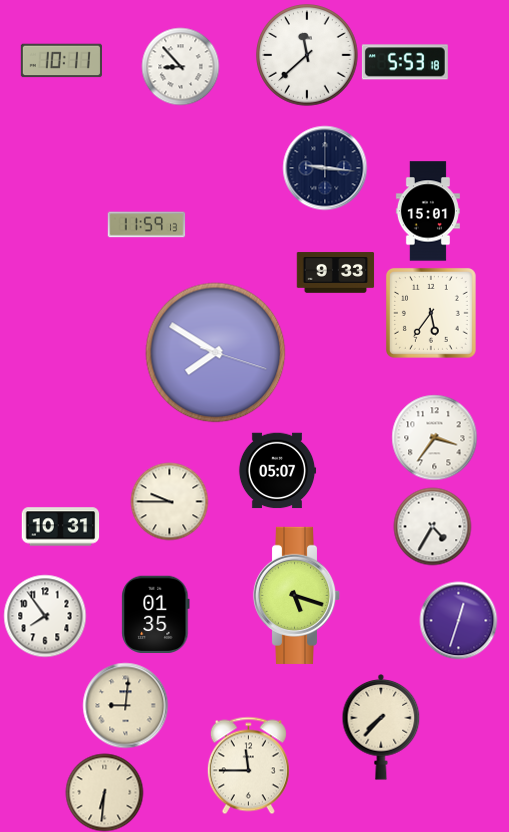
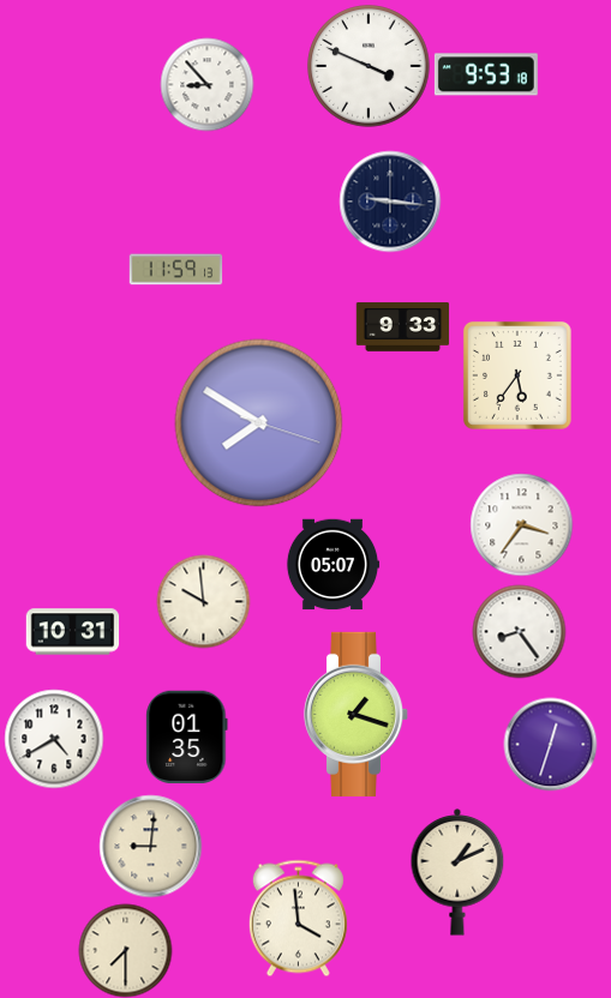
clock at (307, 55): 11:38 -> 3:49
clock at (61, 61): 10:11 -> none
clock at (405, 62): 5:53 -> 9:53
clock at (180, 66) position: (180, 66) -> (206, 84)
clock at (428, 211): 15:01 -> none
clock at (169, 501): 9:45 -> 9:59
clock at (432, 526): 4:35 -> 8:24
clock at (297, 595): 5:18 -> 1:18
clock at (45, 616): 7:54 -> 4:40
clock at (381, 728): 7:37 -> 1:11
clock at (248, 765): 11:45 -> 3:59
clock at (104, 792): 6:31 -> 7:30
